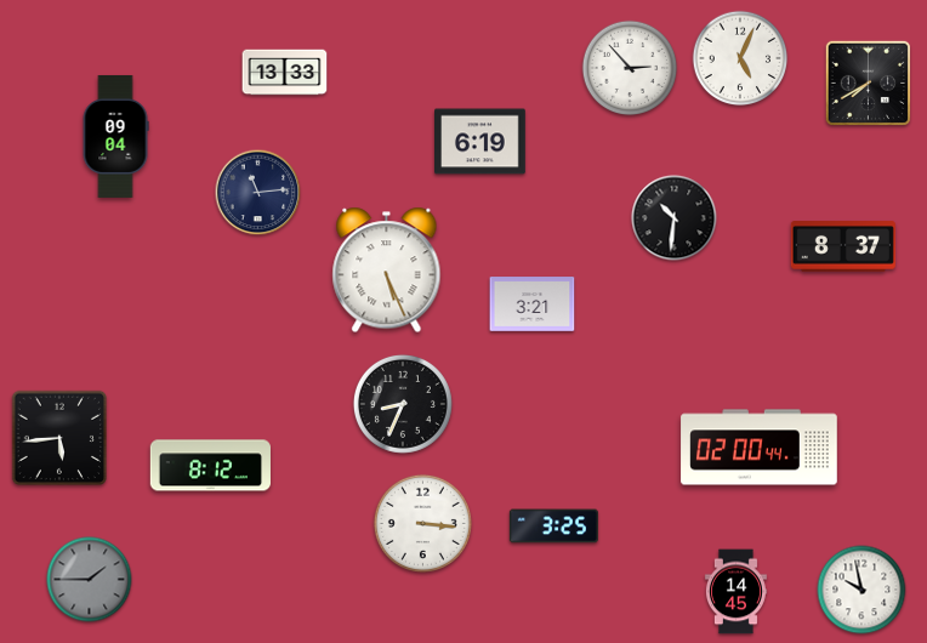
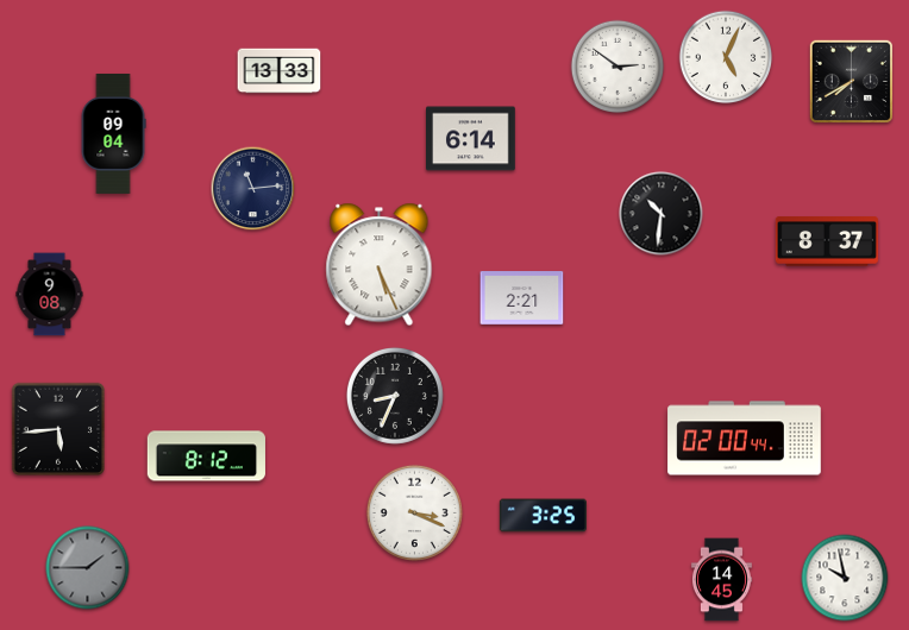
clock at (630, 68): 2:53 -> 2:51
clock at (480, 142): 6:19 -> 6:14
clock at (50, 295): none -> 9:08
clock at (533, 305): 3:21 -> 2:21
clock at (422, 523): 3:16 -> 3:19
